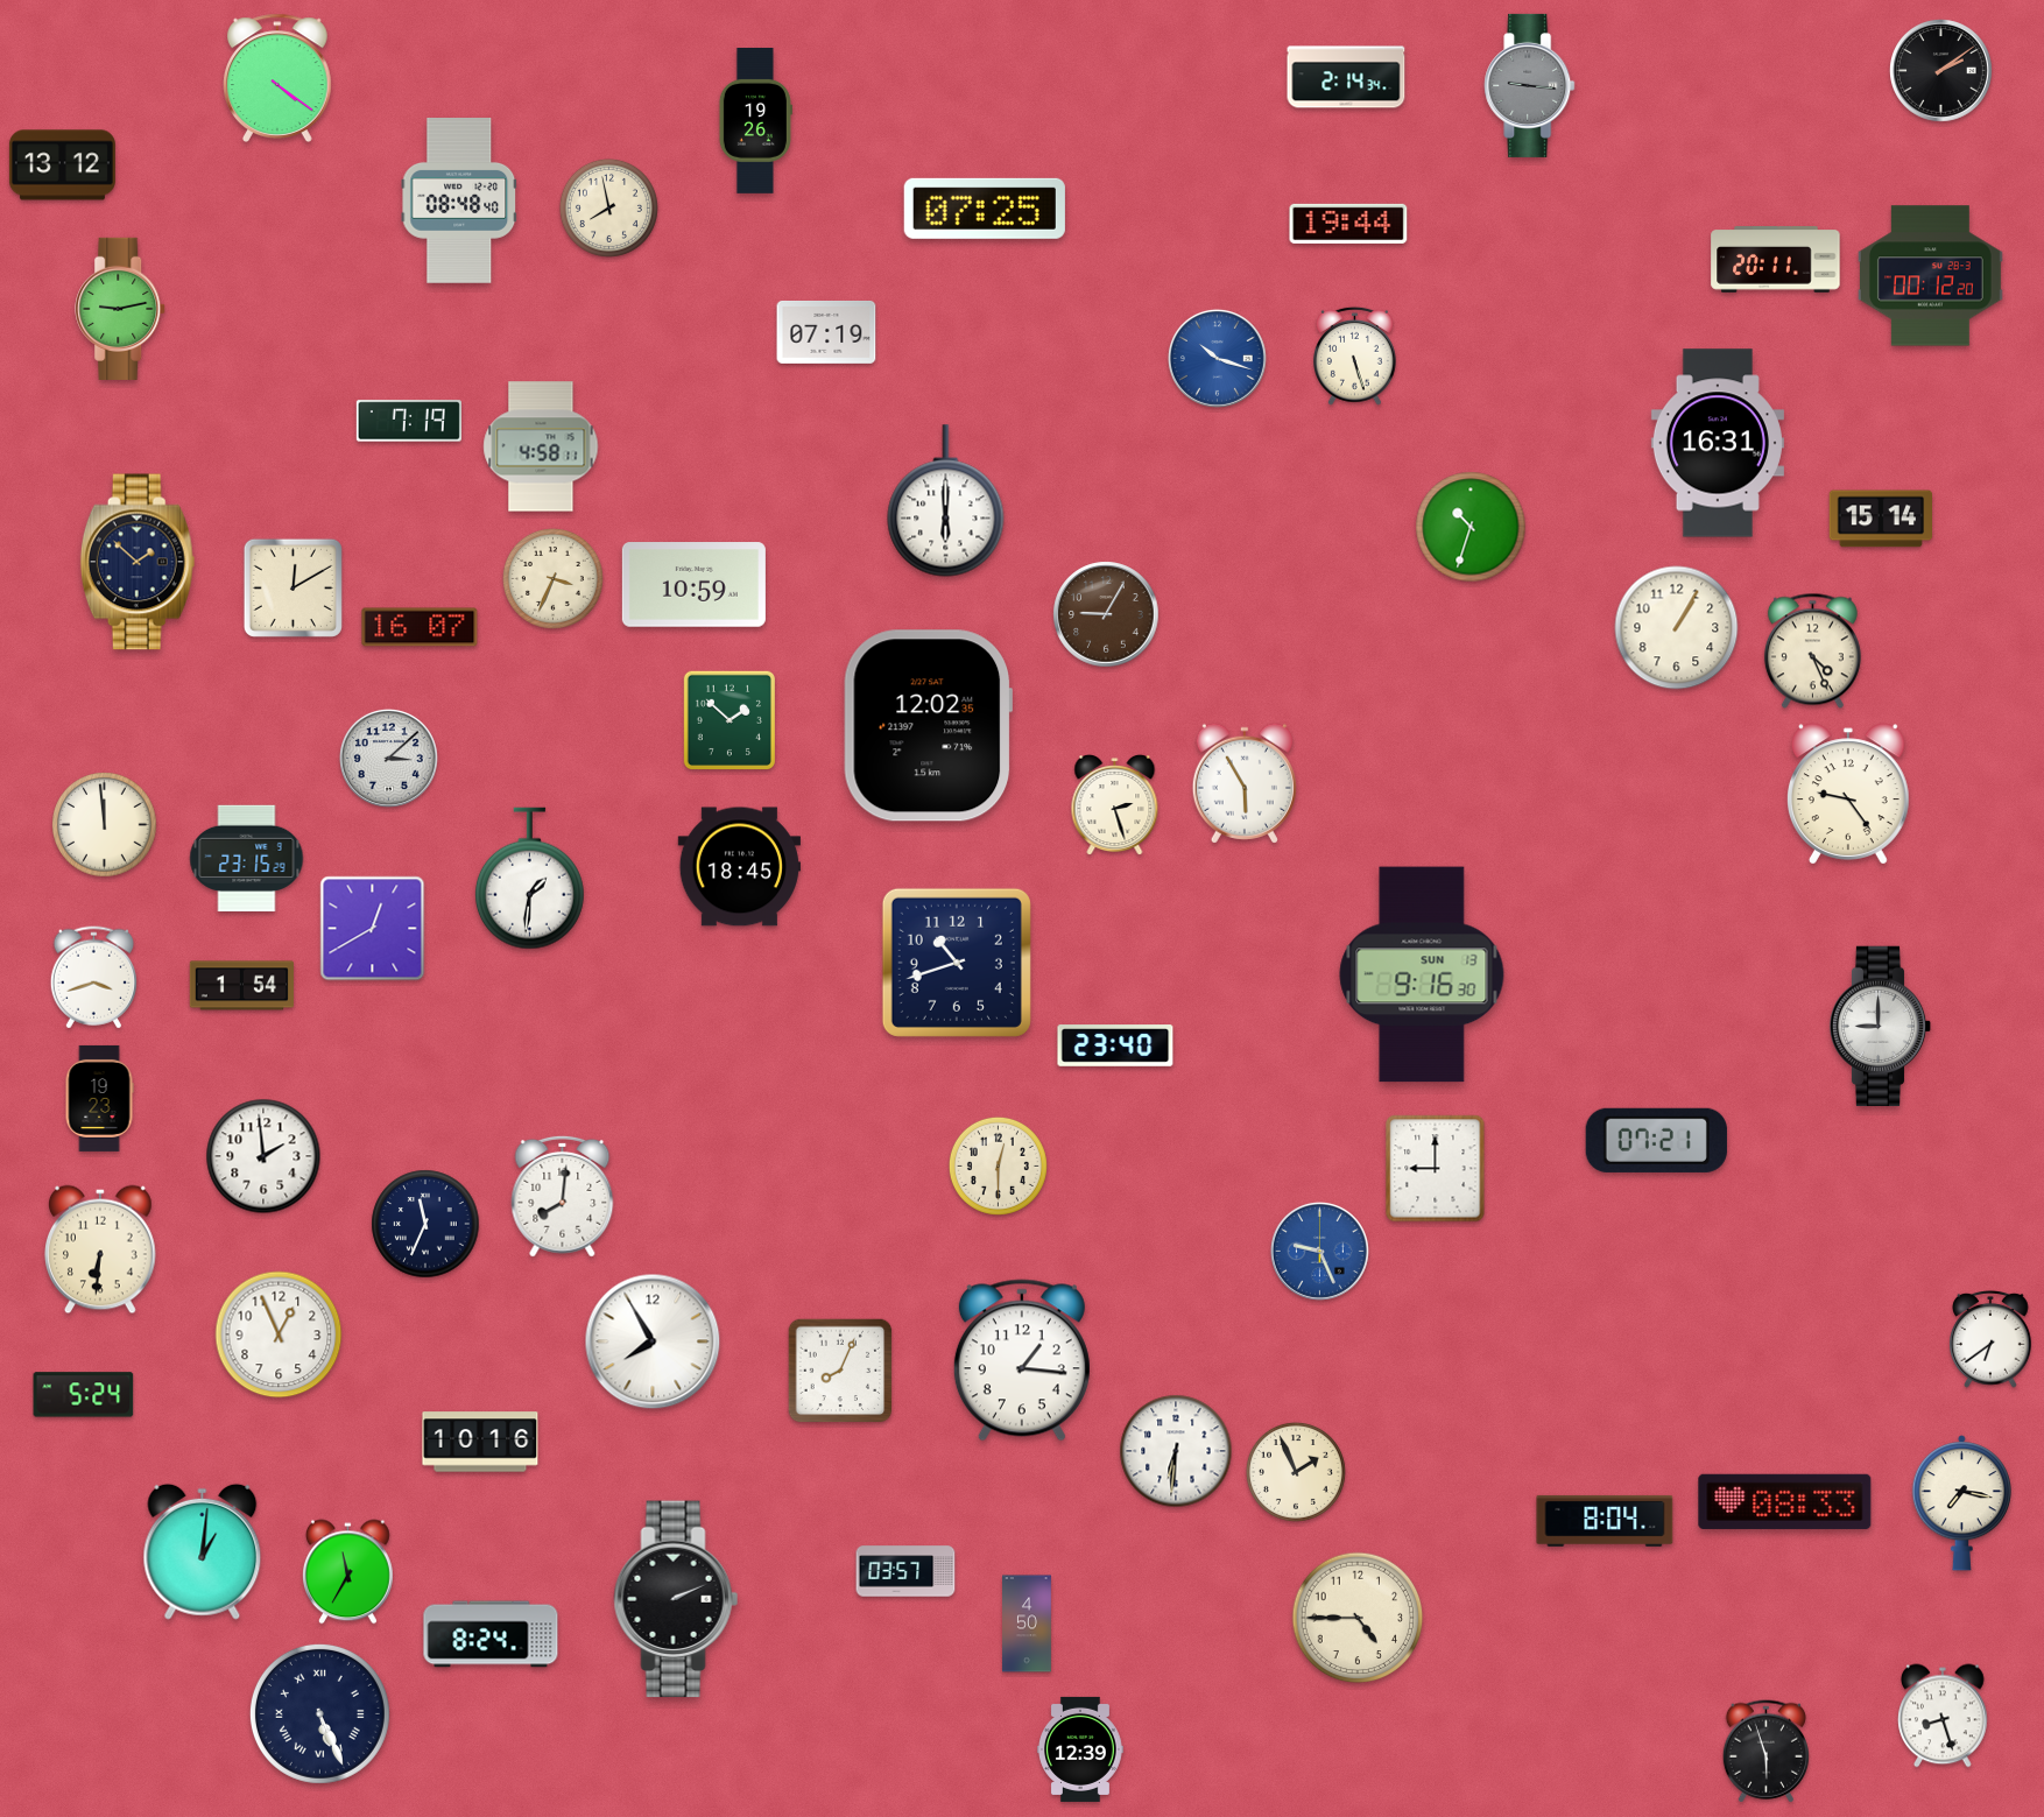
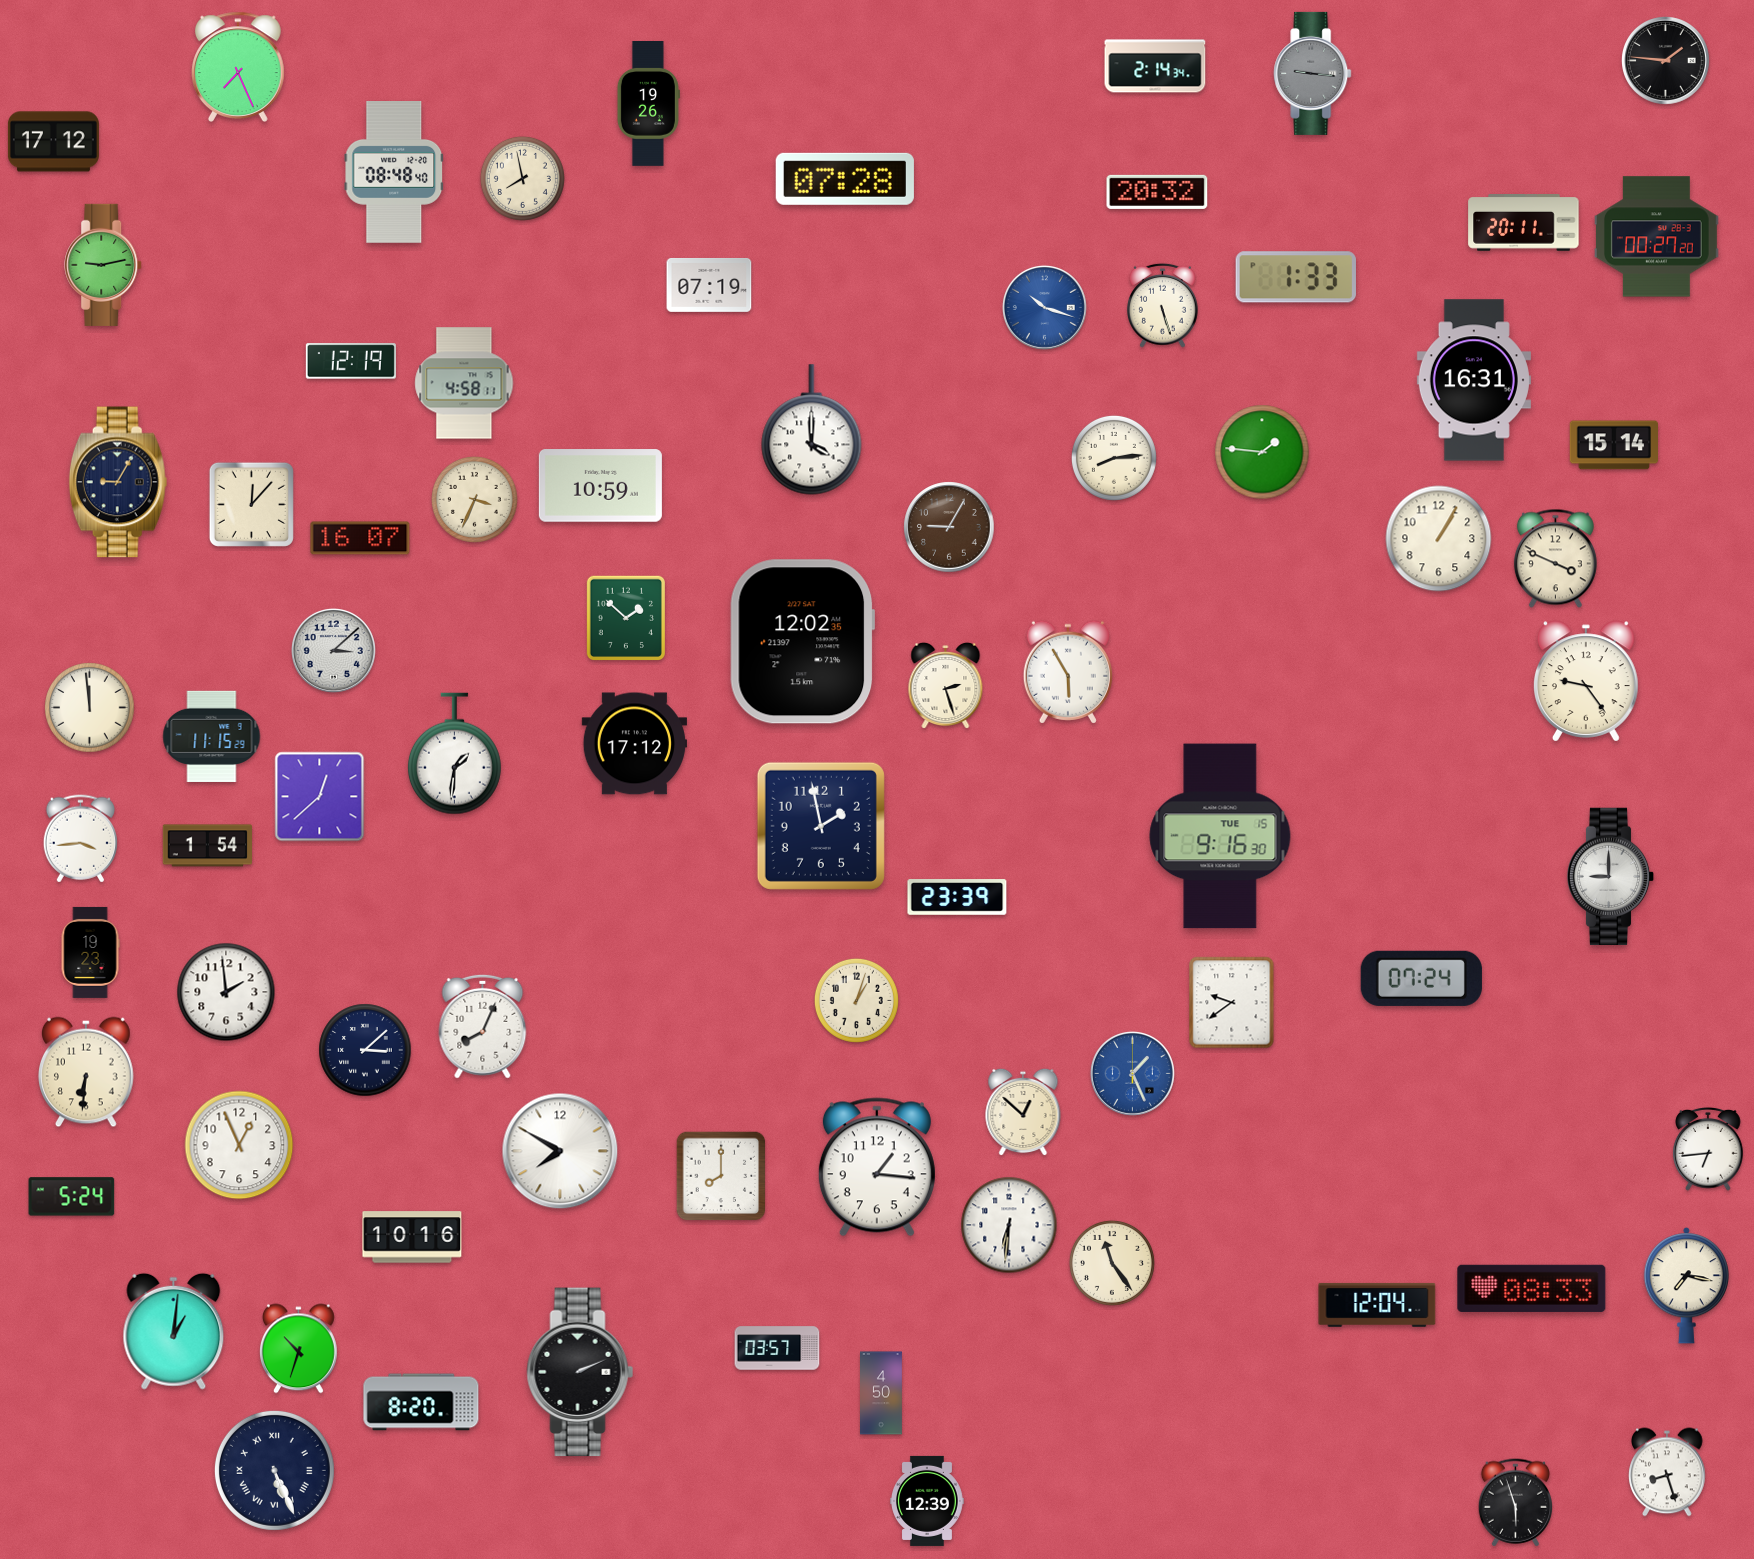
clock at (1941, 71): 2:09 -> 1:46
clock at (277, 77): 4:21 -> 7:26
clock at (62, 165): 13:12 -> 17:12
clock at (985, 209): 07:25 -> 07:28
clock at (1348, 224): 19:44 -> 20:32
clock at (1930, 276): 00:12 -> 00:27
clock at (1296, 277): none -> 1:33
clock at (409, 421): 7:19 -> 12:19
clock at (946, 501): 6:00 -> 4:00
clock at (1471, 527): 10:33 -> 1:46
clock at (1114, 458): none -> 8:14
clock at (138, 562): 1:52 -> 9:05
clock at (552, 578) position: (552, 578) -> (474, 499)
clock at (693, 585) position: (693, 585) -> (600, 486)
clock at (292, 587): 12:10 -> 12:07
clock at (1812, 652): 4:26 -> 3:49
clock at (928, 726) position: (928, 726) -> (802, 642)
clock at (1115, 805) position: (1115, 805) -> (946, 686)
clock at (247, 858): 23:15 -> 11:15
clock at (739, 867): 18:45 -> 17:12
clock at (373, 929): 12:40 -> 12:38
clock at (957, 963): 10:42 -> 1:58
clock at (1422, 974) date: SUN 13 -> TUE 15
clock at (93, 978): 3:42 -> 3:44
clock at (1881, 1026) position: (1881, 1026) -> (1611, 876)
clock at (1115, 1045): 23:40 -> 23:39
clock at (99, 1098) position: (99, 1098) -> (90, 952)
clock at (1656, 1140): 07:21 -> 07:24
clock at (998, 1165): 12:30 -> 1:03
clock at (1436, 1169): 9:00 -> 9:39
clock at (563, 1196): 8:01 -> 8:04
clock at (425, 1224): 11:34 -> 3:08
clock at (1319, 1251): 9:26 -> 1:26
clock at (1023, 1112): none -> 12:52
clock at (1990, 1340): 6:39 -> 6:44
clock at (653, 1341): 7:55 -> 7:50
clock at (840, 1371): 8:04 -> 8:00
clock at (1176, 1451) position: (1176, 1451) -> (1009, 1225)
clock at (1296, 1472): 1:56 -> 11:24
clock at (1961, 1503) position: (1961, 1503) -> (1686, 1286)
clock at (1605, 1521): 8:04 -> 12:04
clock at (347, 1572): 11:35 -> 10:33
clock at (1358, 1618): 4:45 -> none
clock at (491, 1634): 8:24 -> 8:20
